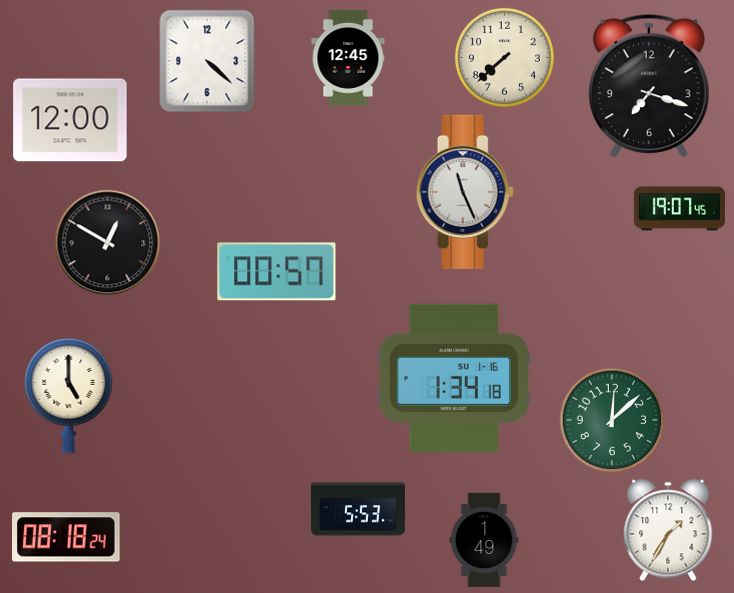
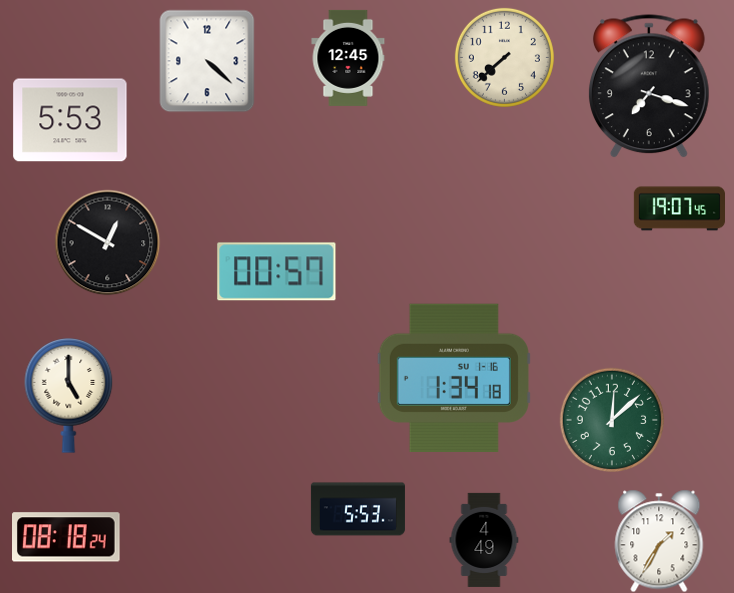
clock at (70, 120): 12:00 -> 5:53
clock at (465, 192): 11:26 -> none
clock at (668, 530) position: (668, 530) -> (659, 541)
clock at (484, 540): 1:49 -> 4:49
